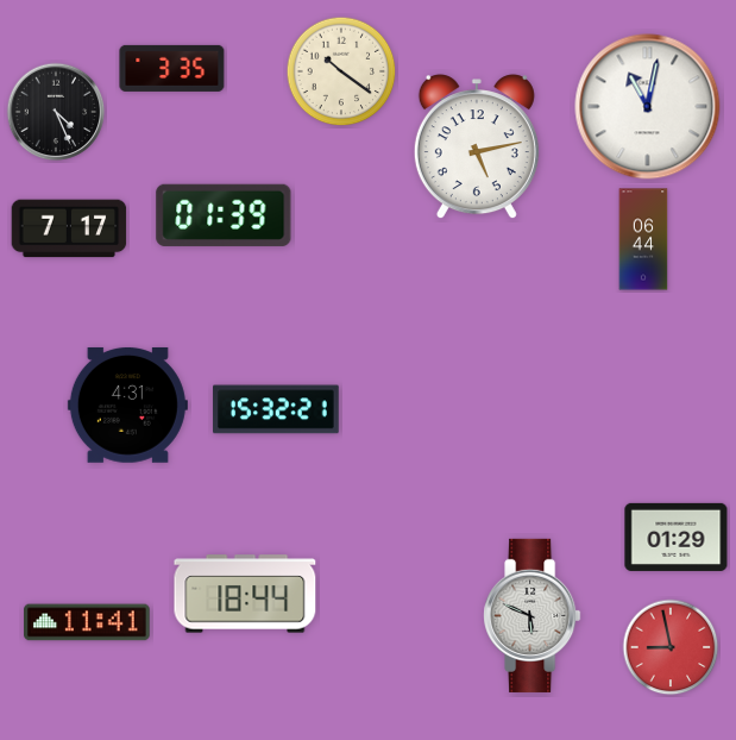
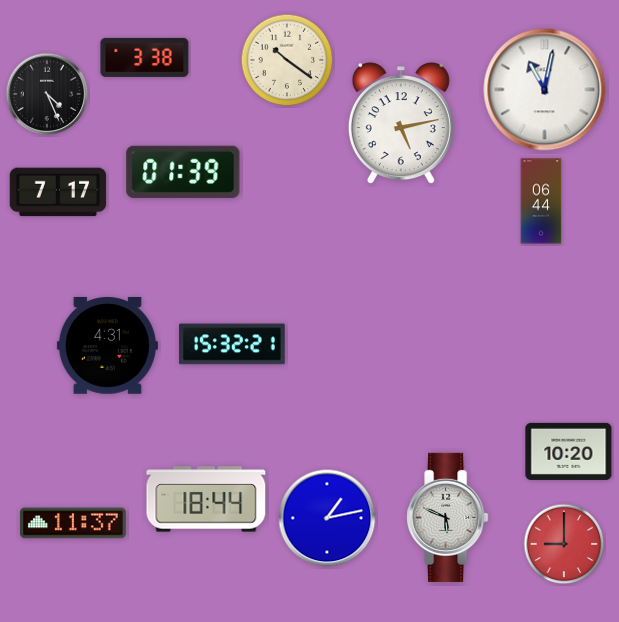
clock at (172, 68): 3:35 -> 3:38
clock at (224, 215) position: (224, 215) -> (183, 172)
clock at (127, 406) position: (127, 406) -> (107, 346)
clock at (677, 537): 01:29 -> 10:20
clock at (327, 518): none -> 1:13
clock at (87, 622): 11:41 -> 11:37
clock at (671, 647): 8:58 -> 9:00
